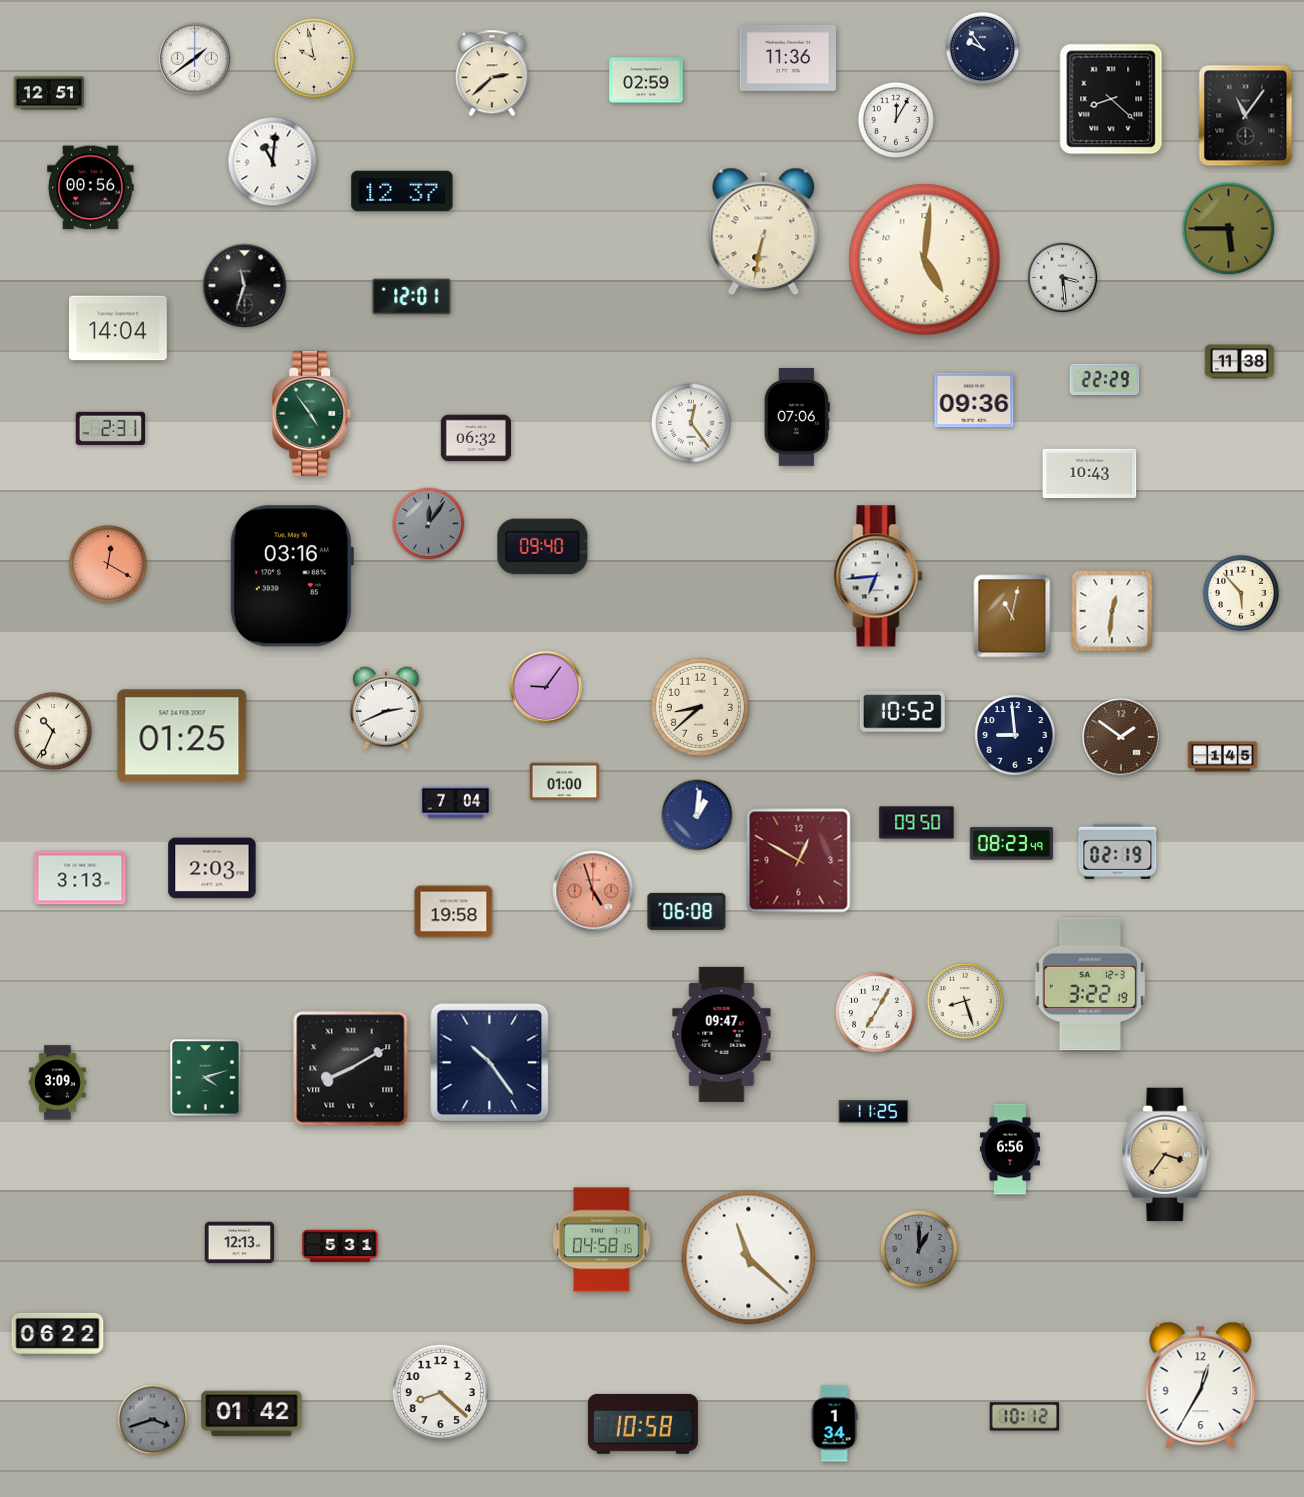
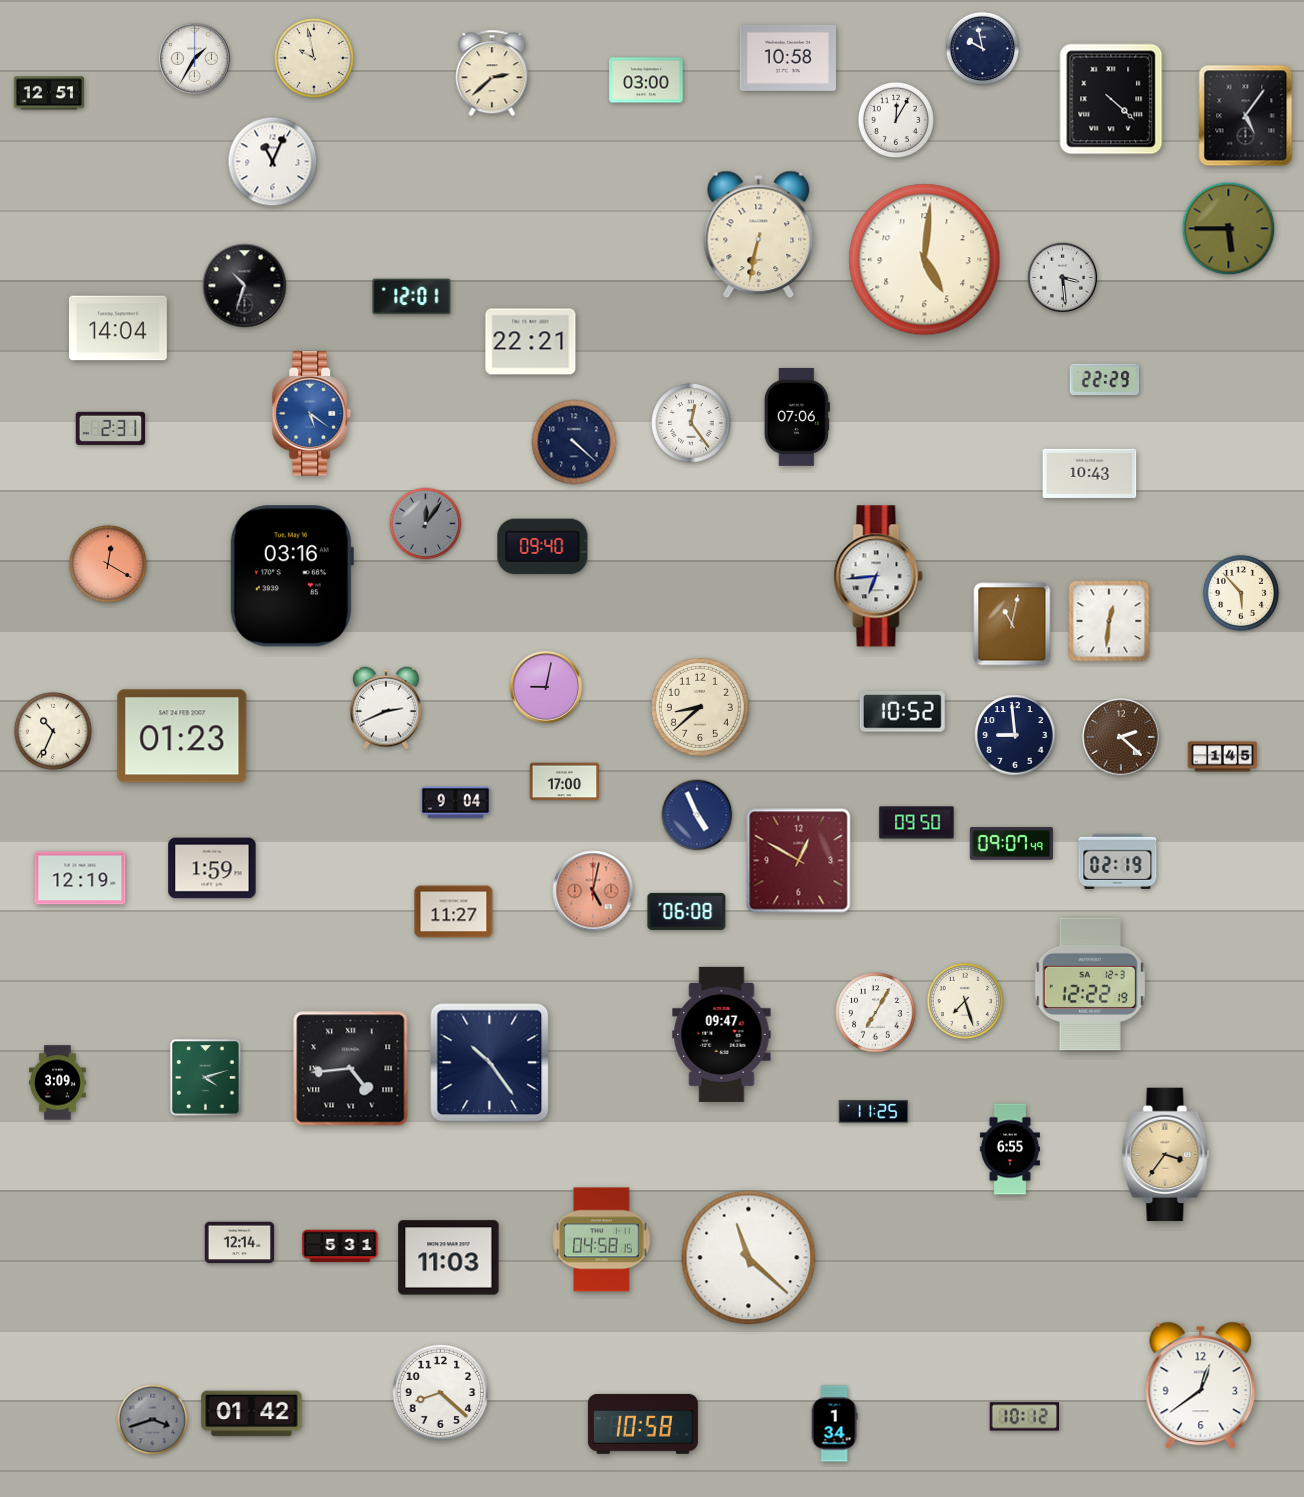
clock at (983, 49): 9:54 -> 9:58
clock at (194, 58): 1:39 -> 1:35
clock at (788, 58): 11:36 -> 10:58
clock at (646, 80): 02:59 -> 03:00
clock at (1111, 99): 8:22 -> 4:22
clock at (1246, 116): 11:06 -> 5:06
clock at (273, 162): 11:01 -> 11:04
clock at (91, 188): 00:56 -> none
clock at (402, 191): 12:37 -> none
clock at (764, 232) position: (764, 232) -> (759, 235)
clock at (245, 286): 11:33 -> 10:33
clock at (531, 342): none -> 22:21
clock at (1240, 362): 11:38 -> none
clock at (974, 400): 09:36 -> none
clock at (312, 414): 4:54 -> 5:21
clock at (312, 414) dial: green -> blue
clock at (475, 438): 06:32 -> none
clock at (574, 442): none -> 4:22
clock at (429, 524) position: (429, 524) -> (426, 524)
clock at (1112, 611) position: (1112, 611) -> (1109, 621)
clock at (1012, 616) position: (1012, 616) -> (1012, 624)
clock at (546, 687): 9:06 -> 9:02
clock at (182, 736): 01:25 -> 01:23
clock at (1121, 737): 1:51 -> 2:22
clock at (565, 782): 01:00 -> 17:00
clock at (456, 803): 7:04 -> 9:04
clock at (697, 815): 1:01 -> 4:56
clock at (1011, 844): 08:23 -> 09:07
clock at (1118, 851) position: (1118, 851) -> (1118, 861)
clock at (212, 868): 2:03 -> 1:59
clock at (80, 878): 3:13 -> 12:19
clock at (593, 891): 4:57 -> 5:02
clock at (454, 912): 19:58 -> 11:27
clock at (1090, 984): 3:22 -> 12:22
clock at (965, 1001): 8:27 -> 7:27
clock at (351, 1069): 8:10 -> 4:44
clock at (1010, 1149): 6:56 -> 6:55
clock at (240, 1243): 12:13 -> 12:14
clock at (919, 1249): 1:00 -> none
clock at (449, 1258): none -> 11:03
clock at (58, 1334): 06:22 -> none
clock at (1201, 1386): 12:35 -> 12:39
